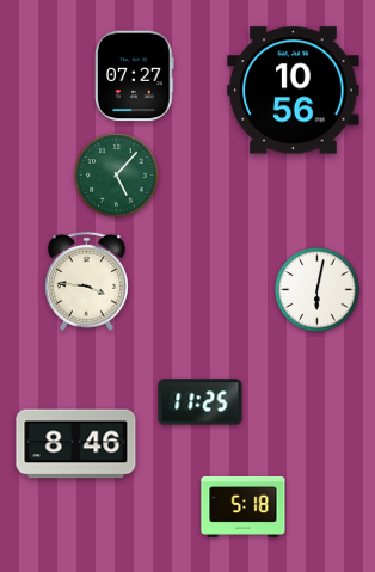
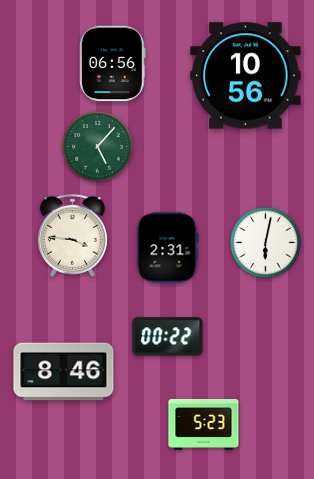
clock at (135, 76): 07:27 -> 06:56
clock at (168, 248): none -> 2:31
clock at (201, 402): 11:25 -> 00:22
clock at (244, 506): 5:18 -> 5:23
